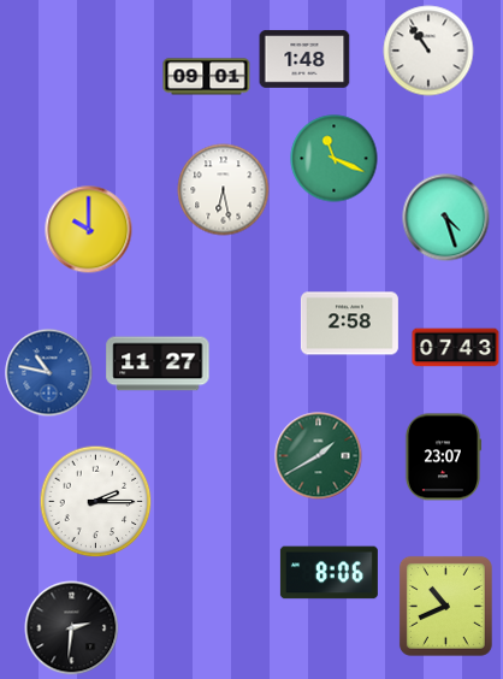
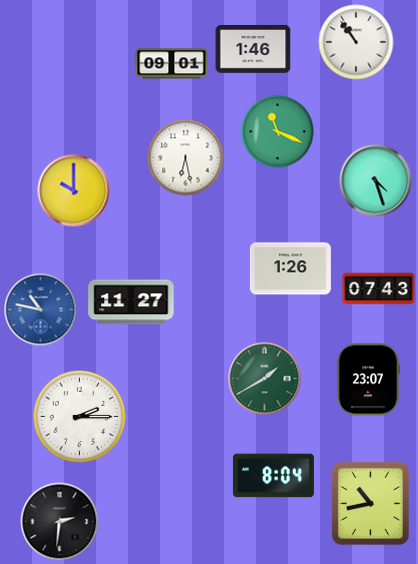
clock at (304, 59): 1:48 -> 1:46
clock at (446, 218) position: (446, 218) -> (376, 181)
clock at (349, 324): 2:58 -> 1:26
clock at (329, 573): 8:06 -> 8:04
clock at (445, 606): 10:41 -> 10:43
